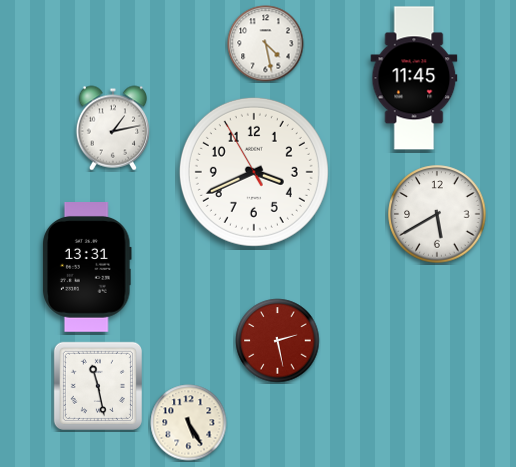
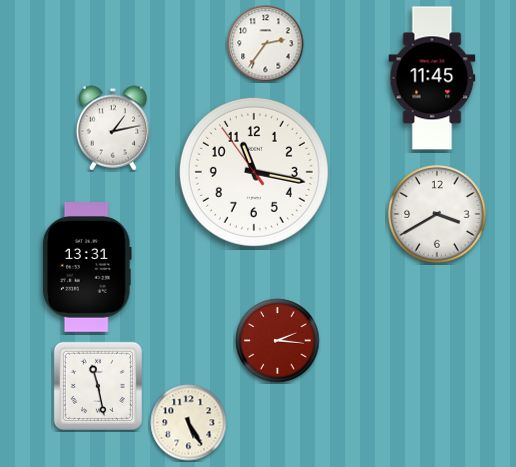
clock at (266, 44): 4:28 -> 2:36
clock at (414, 78) position: (414, 78) -> (432, 78)
clock at (254, 172): 3:40 -> 11:16
clock at (437, 214): 5:40 -> 3:40
clock at (278, 341): 2:28 -> 2:16
